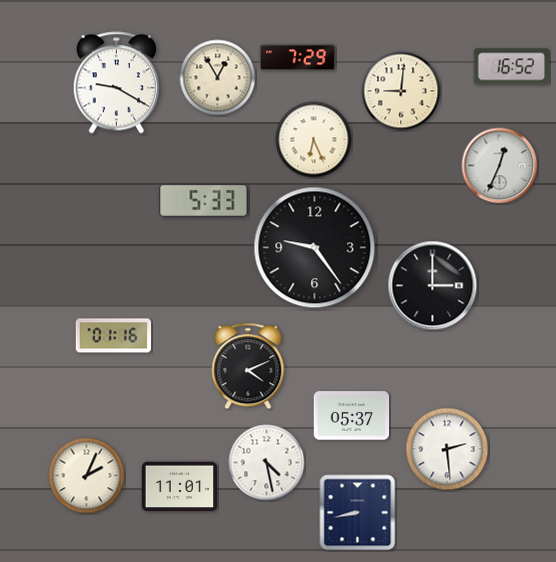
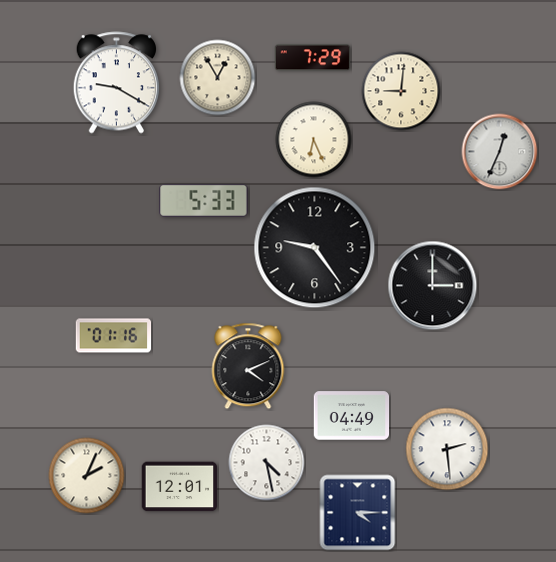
clock at (298, 58) position: (298, 58) -> (313, 58)
clock at (512, 67): 16:52 -> none
clock at (500, 166) position: (500, 166) -> (500, 152)
clock at (352, 416): 05:37 -> 04:49
clock at (180, 487): 11:01 -> 12:01
clock at (358, 513): 8:43 -> 4:15
